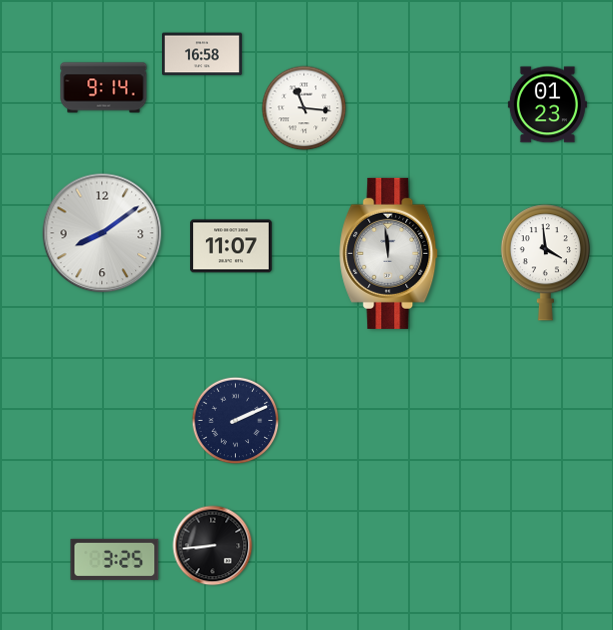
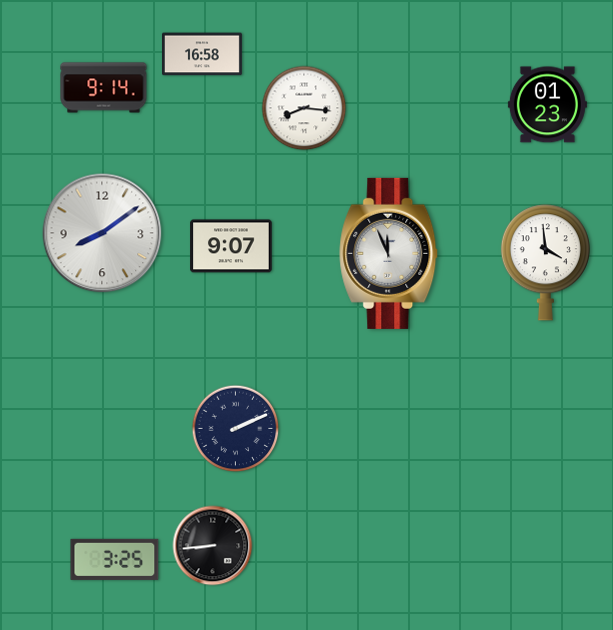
clock at (304, 108): 11:16 -> 8:16
clock at (231, 246): 11:07 -> 9:07
clock at (389, 253): 11:59 -> 11:56
clock at (236, 421) position: (236, 421) -> (236, 429)
